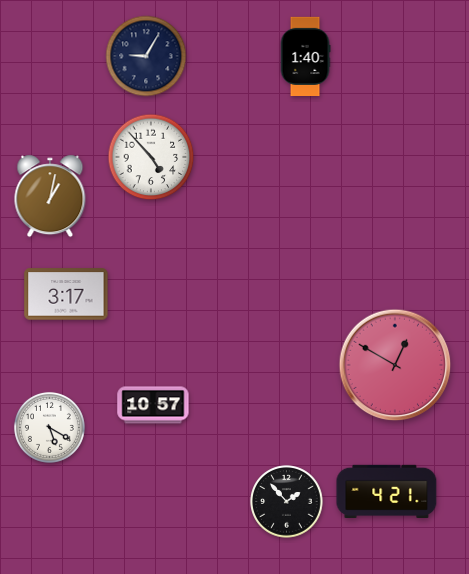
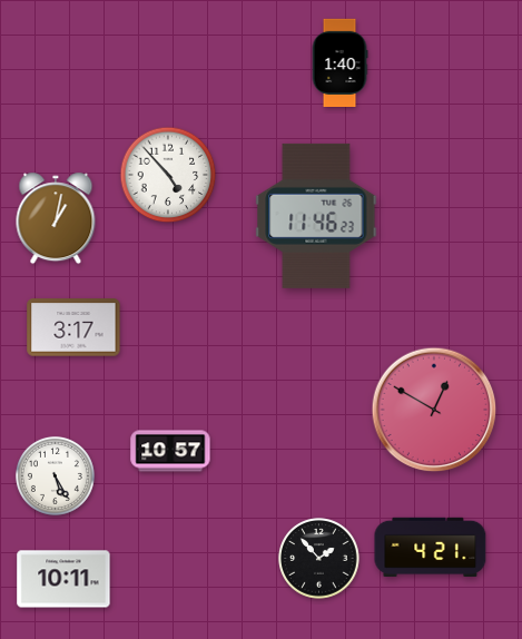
clock at (146, 56): 9:05 -> none
clock at (316, 216): none -> 11:46
clock at (395, 365) position: (395, 365) -> (434, 410)
clock at (49, 427): 5:20 -> 5:25
clock at (63, 579): none -> 10:11
